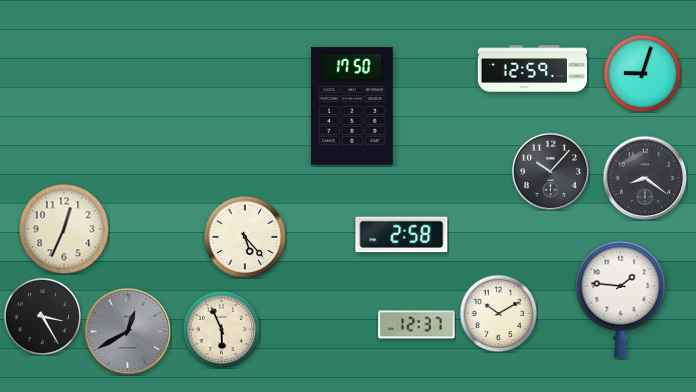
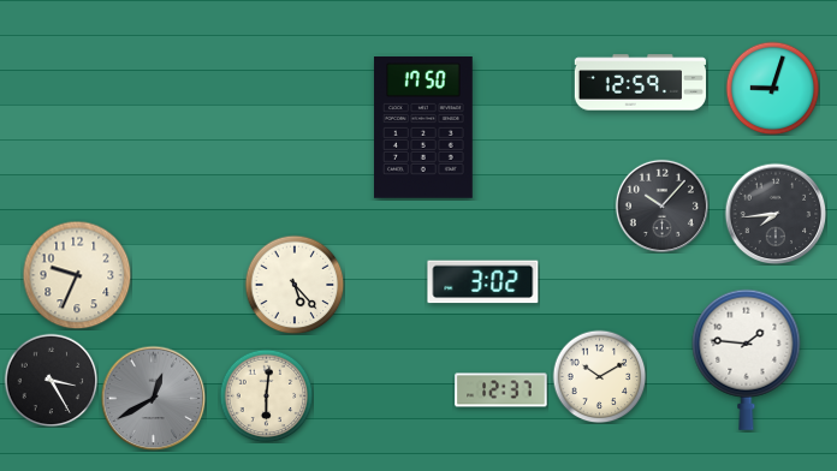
clock at (645, 178): 8:21 -> 7:44
clock at (64, 229): 12:34 -> 9:34
clock at (402, 235): 2:58 -> 3:02
clock at (221, 329): 5:56 -> 6:01
